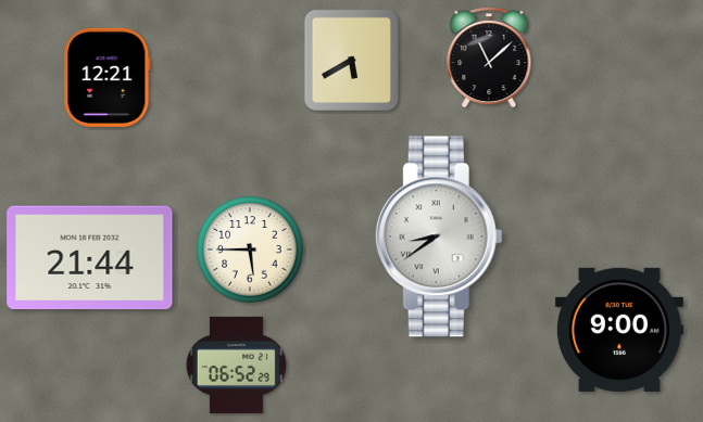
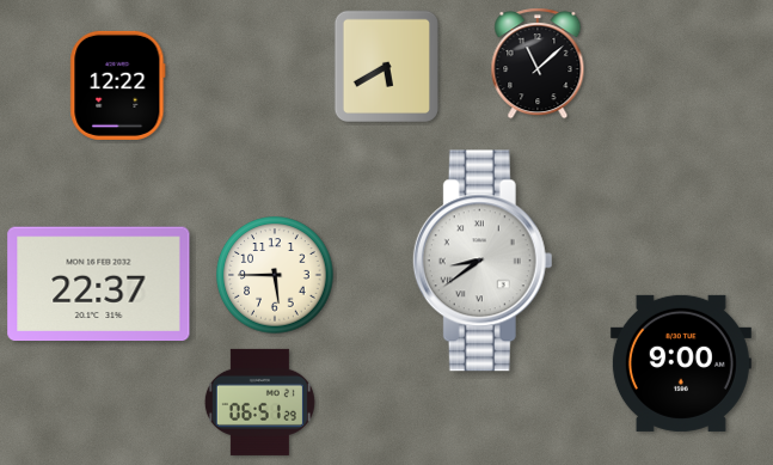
clock at (108, 77): 12:21 -> 12:22
clock at (90, 258): 21:44 -> 22:37
clock at (236, 365): 06:52 -> 06:51
